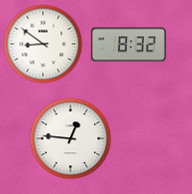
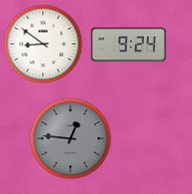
clock at (128, 45): 8:32 -> 9:24
clock at (71, 139) dial: white -> grey
